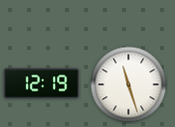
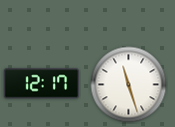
clock at (42, 84): 12:19 -> 12:17
